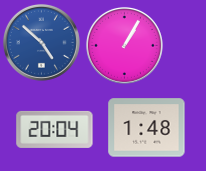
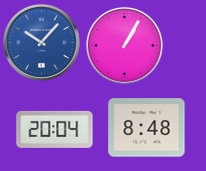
clock at (41, 42): 4:52 -> 10:07
clock at (147, 128): 1:48 -> 8:48
